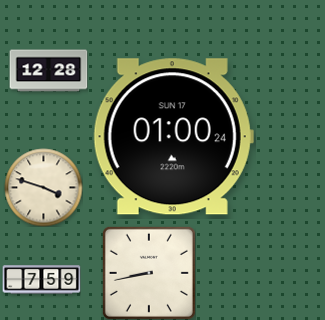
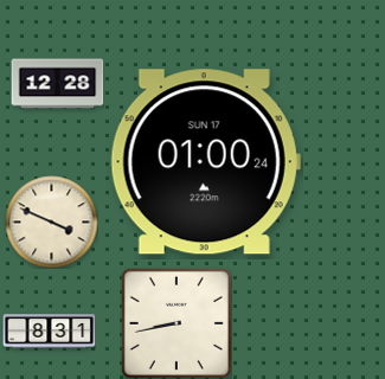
clock at (43, 187): 3:48 -> 3:49
clock at (41, 280): 7:59 -> 8:31
